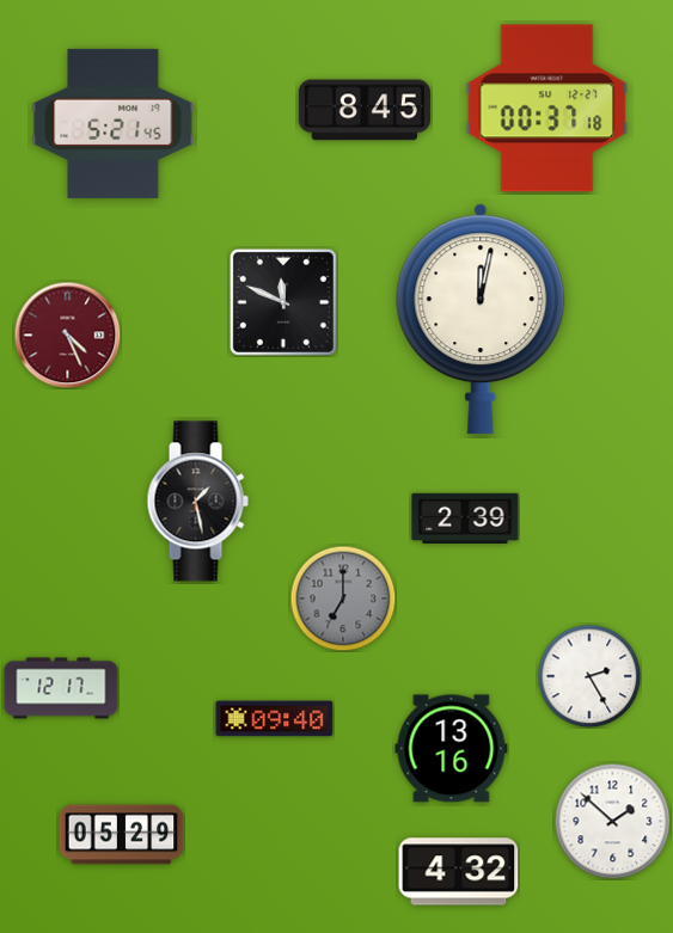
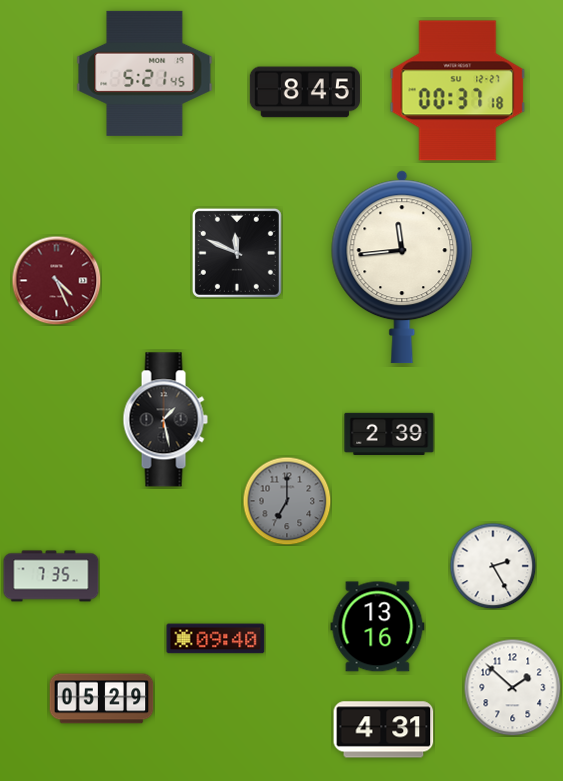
clock at (114, 123) position: (114, 123) -> (145, 73)
clock at (481, 319): 12:02 -> 11:44
clock at (61, 688): 12:17 -> 7:35
clock at (275, 719) position: (275, 719) -> (216, 639)
clock at (459, 872): 4:32 -> 4:31
